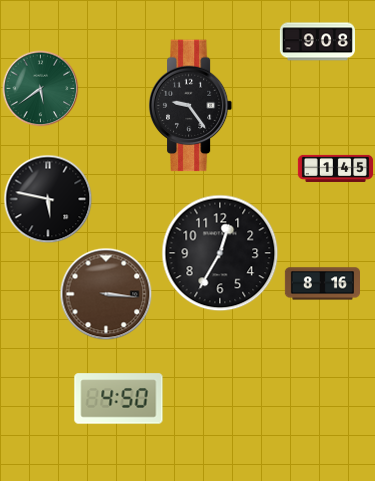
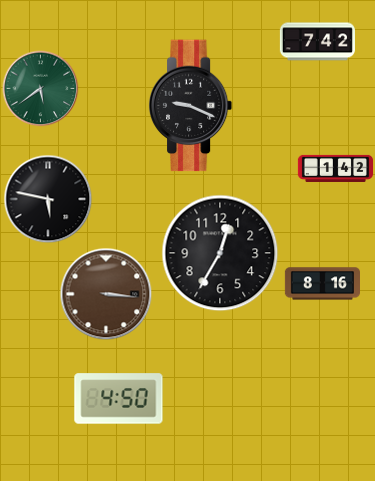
clock at (317, 42): 9:08 -> 7:42
clock at (191, 106): 9:24 -> 9:19
clock at (335, 168): 1:45 -> 1:42
